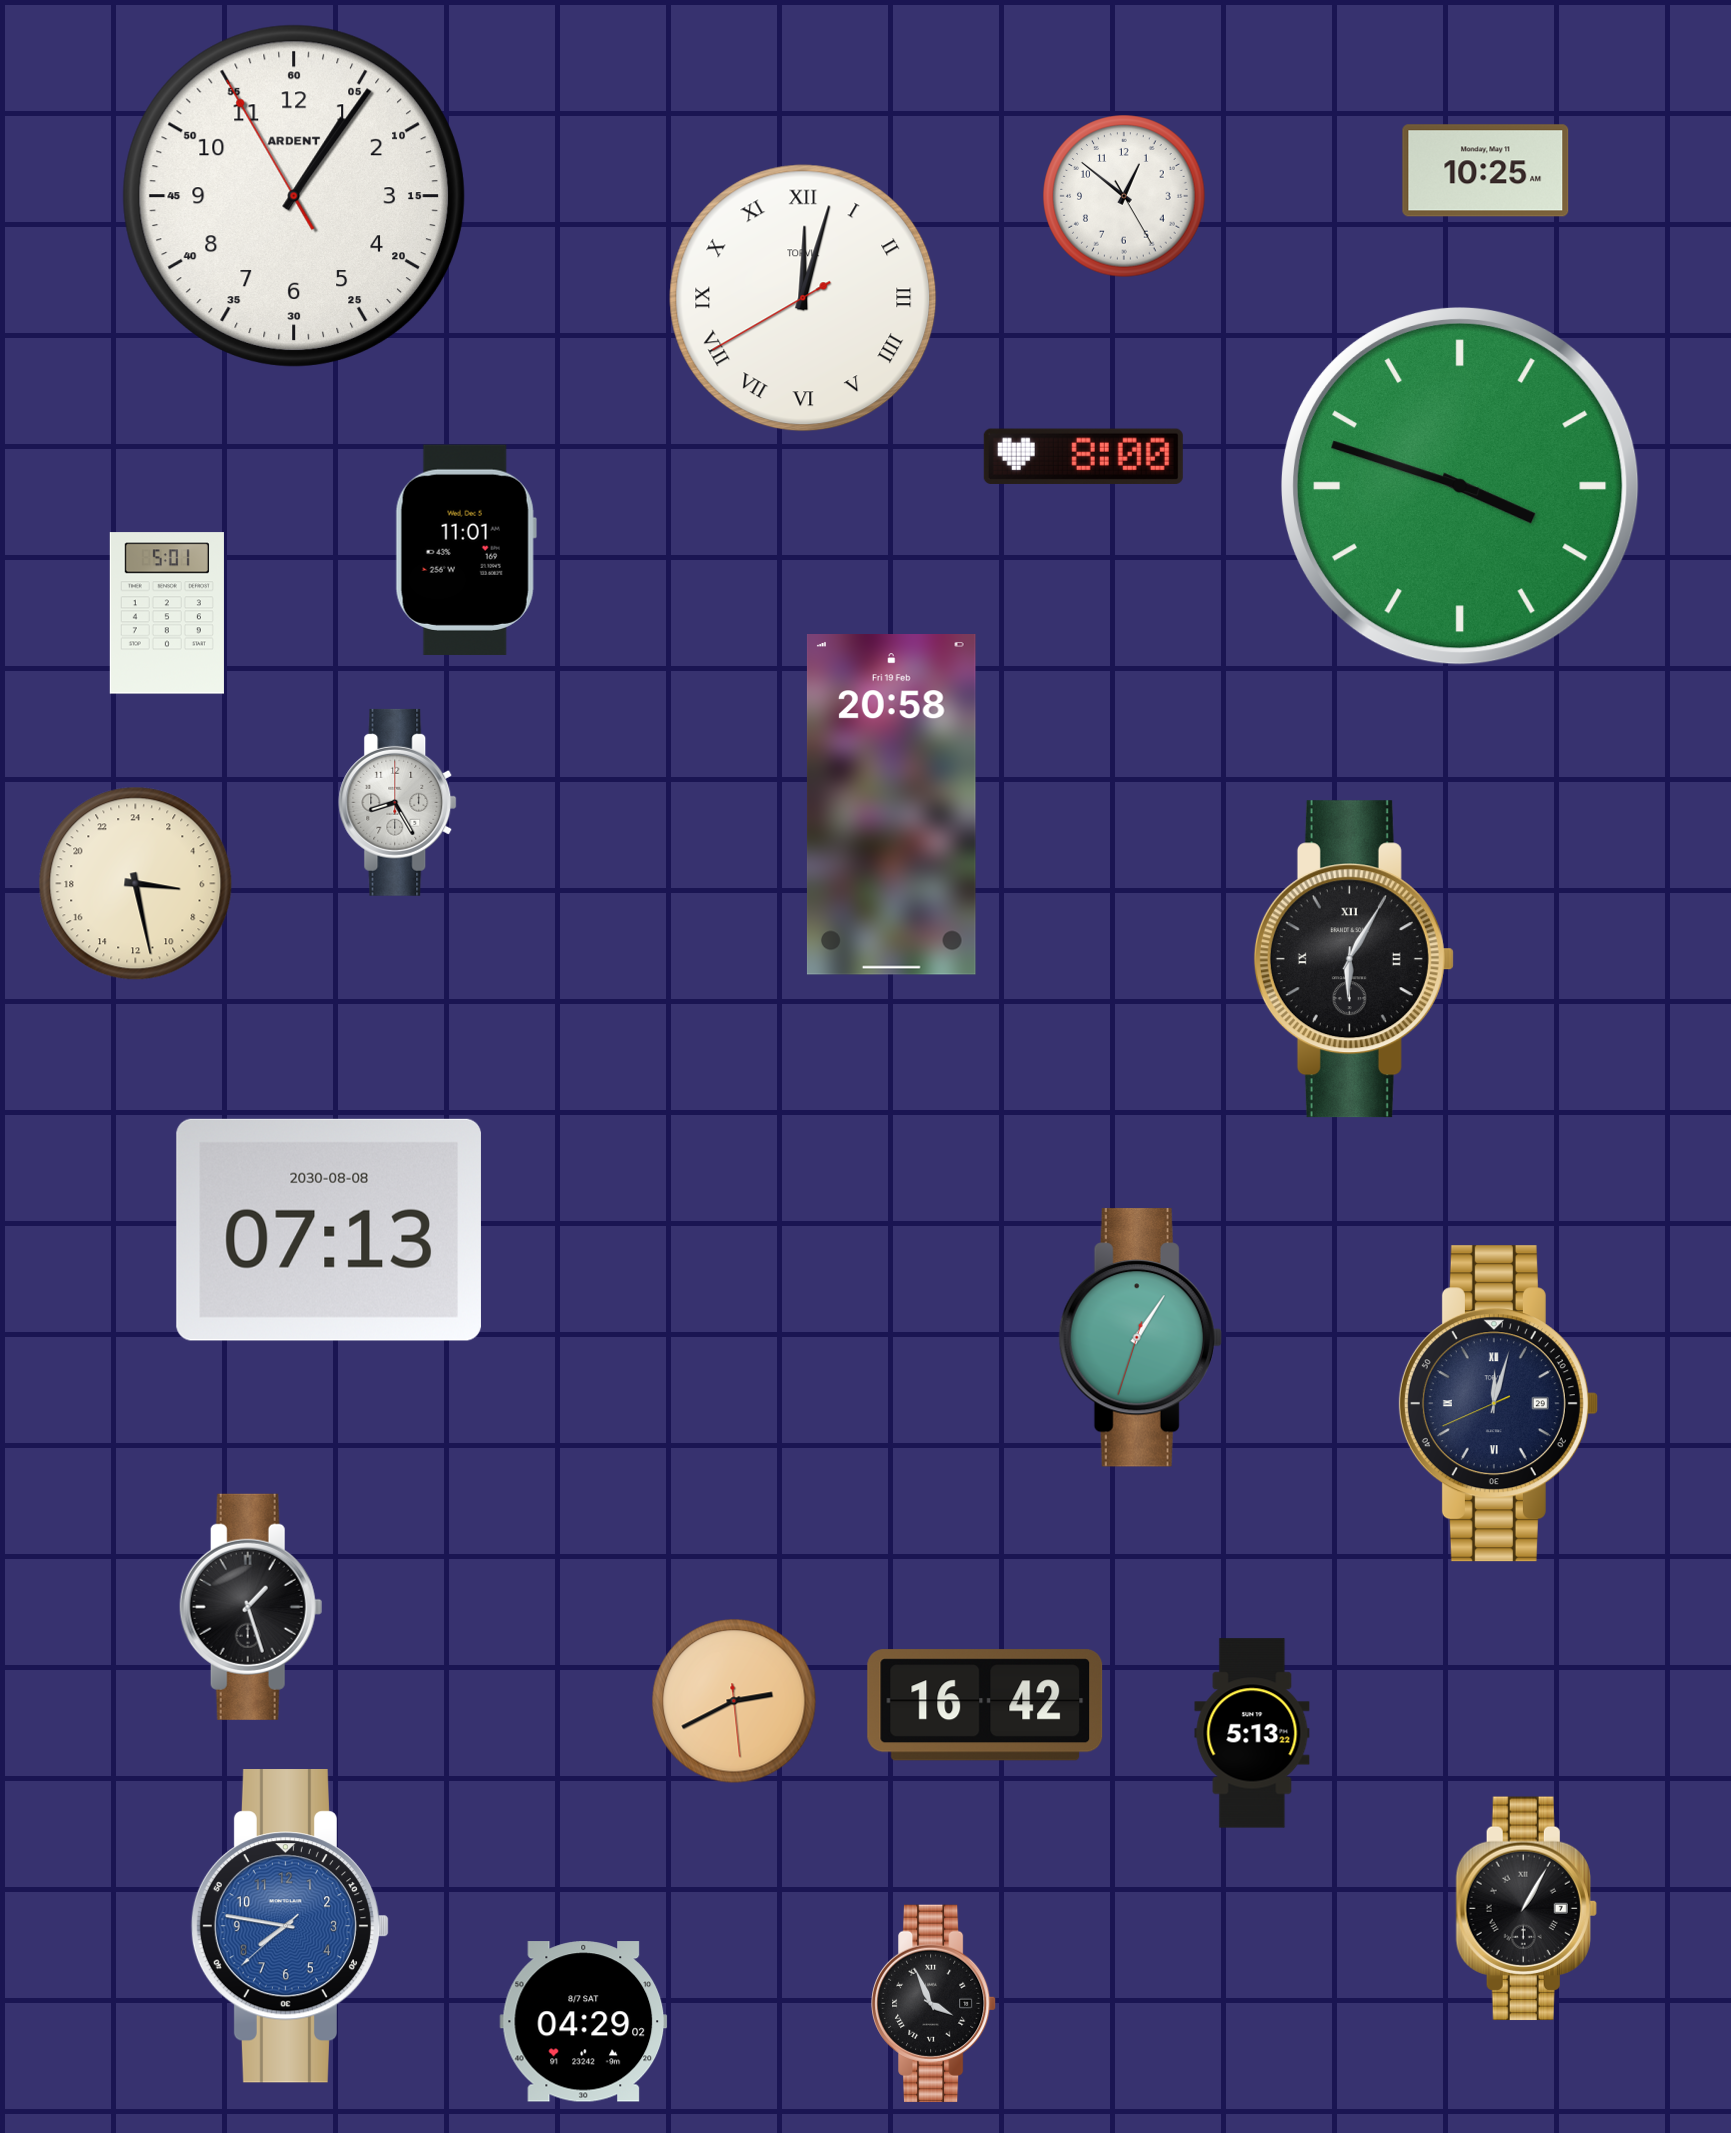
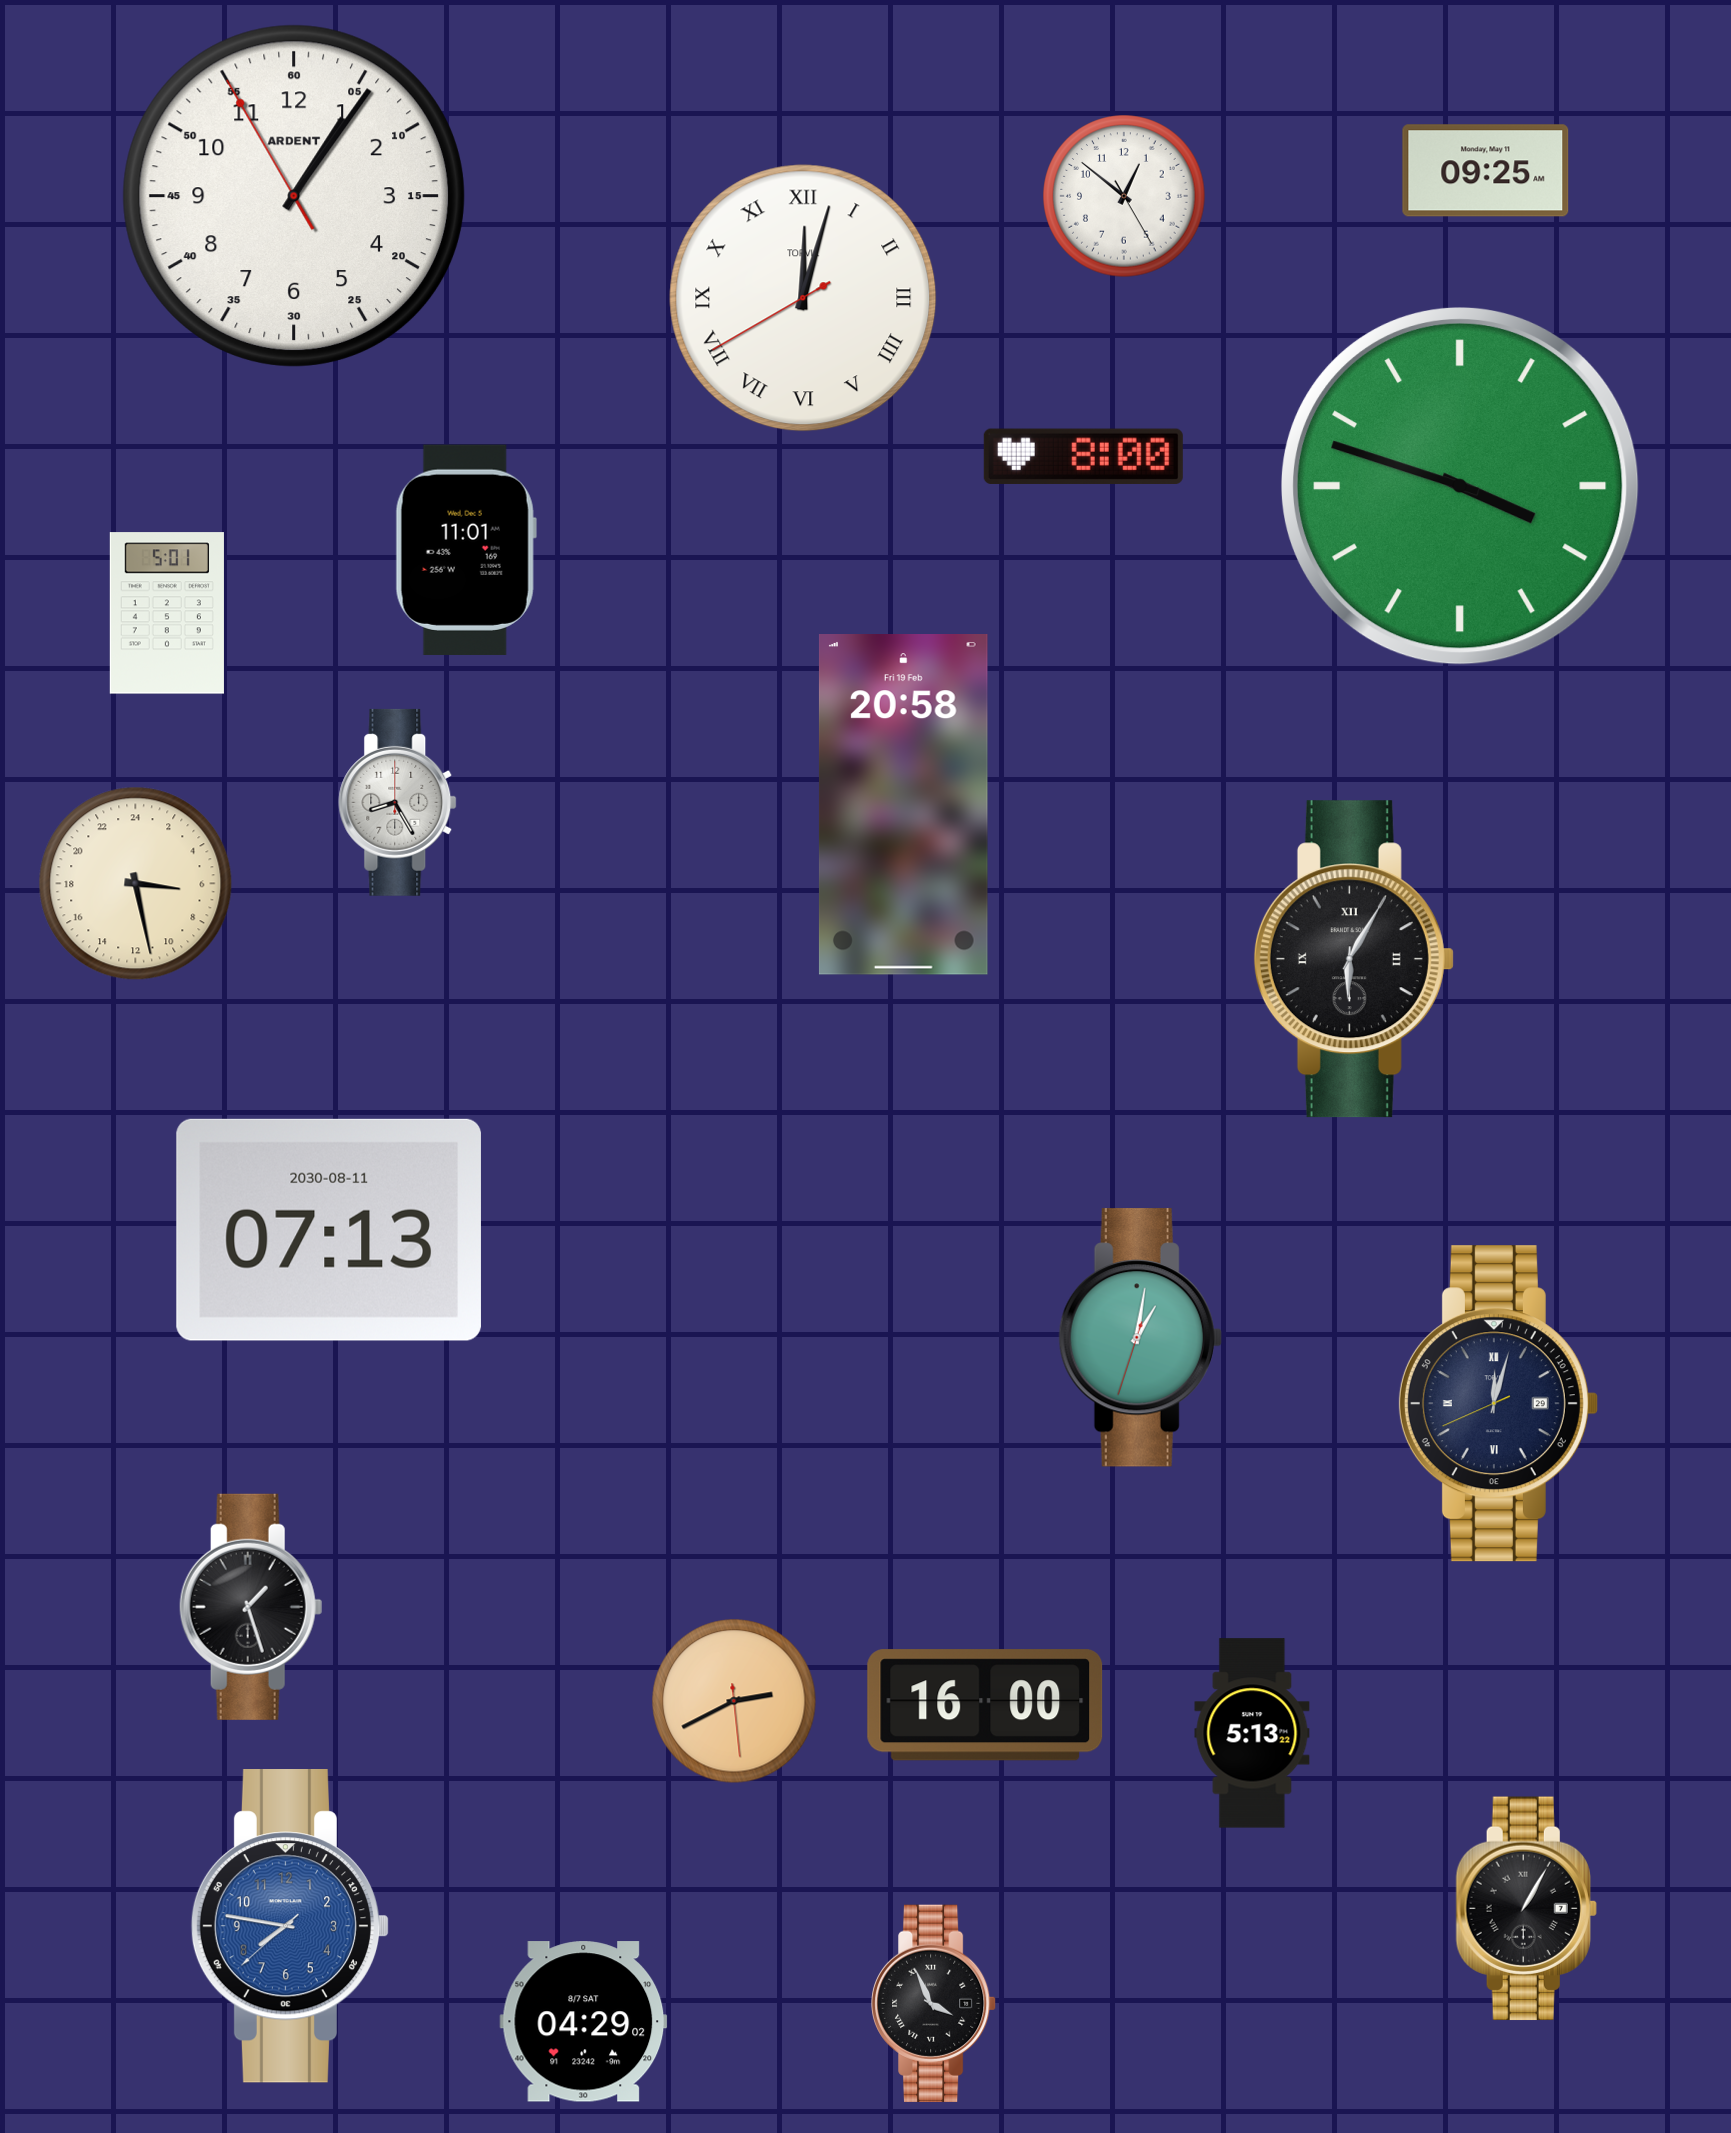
clock at (1486, 171): 10:25 -> 09:25
clock at (891, 805) position: (891, 805) -> (903, 805)
clock at (329, 1230) date: 2030-08-08 -> 2030-08-11
clock at (1140, 1338): 1:05 -> 1:01
clock at (985, 1705): 16:42 -> 16:00
